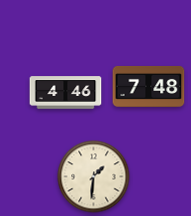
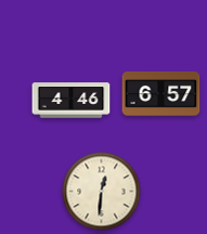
clock at (149, 86): 7:48 -> 6:57
clock at (94, 177): 1:31 -> 12:31
